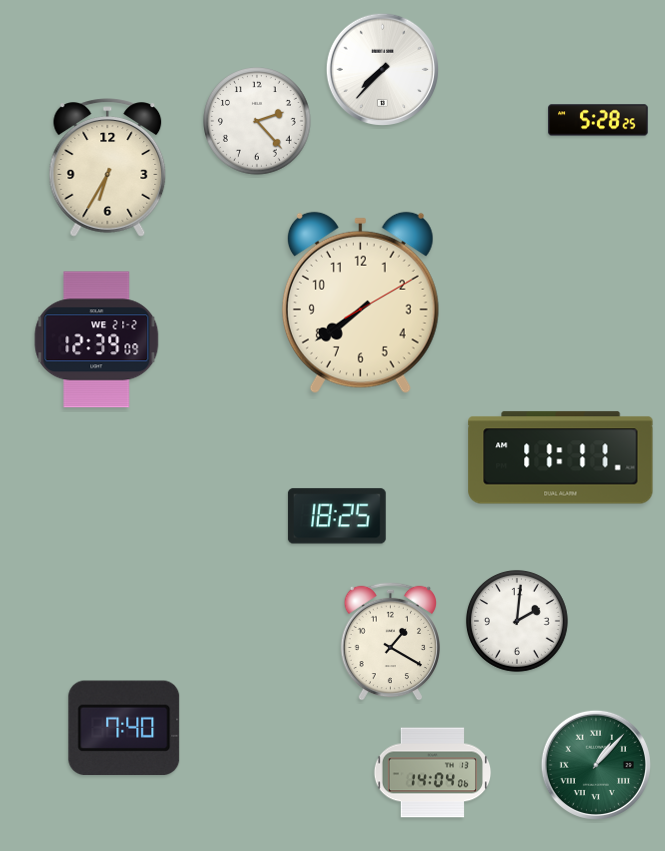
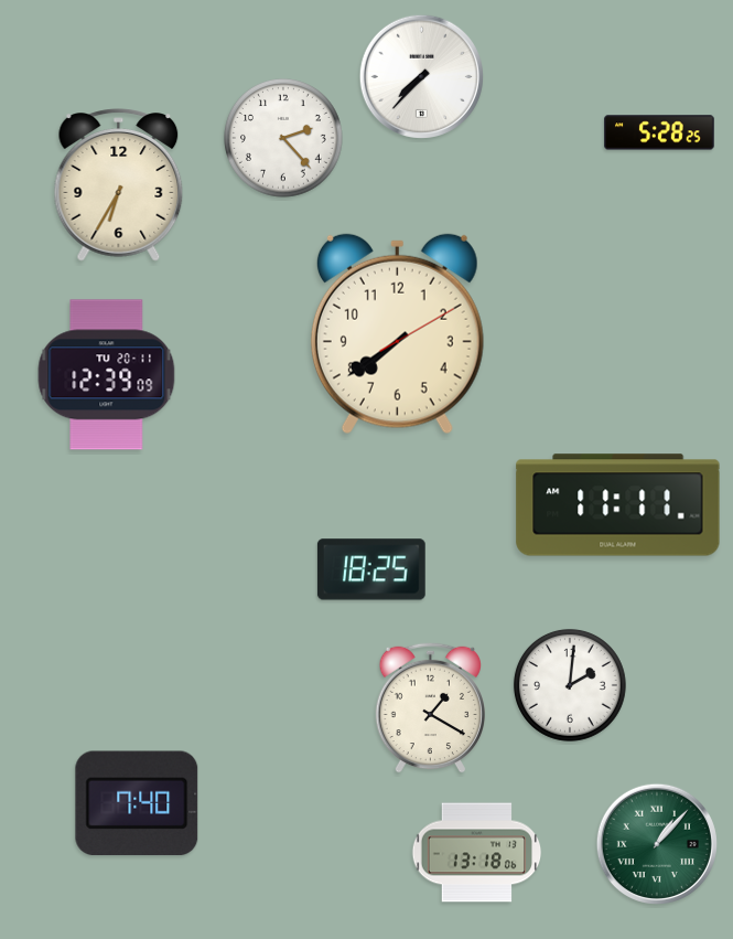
clock at (258, 122) position: (258, 122) -> (284, 139)
clock at (97, 340) date: WE 21-2 -> TU 20-11
clock at (433, 773): 14:04 -> 13:18
